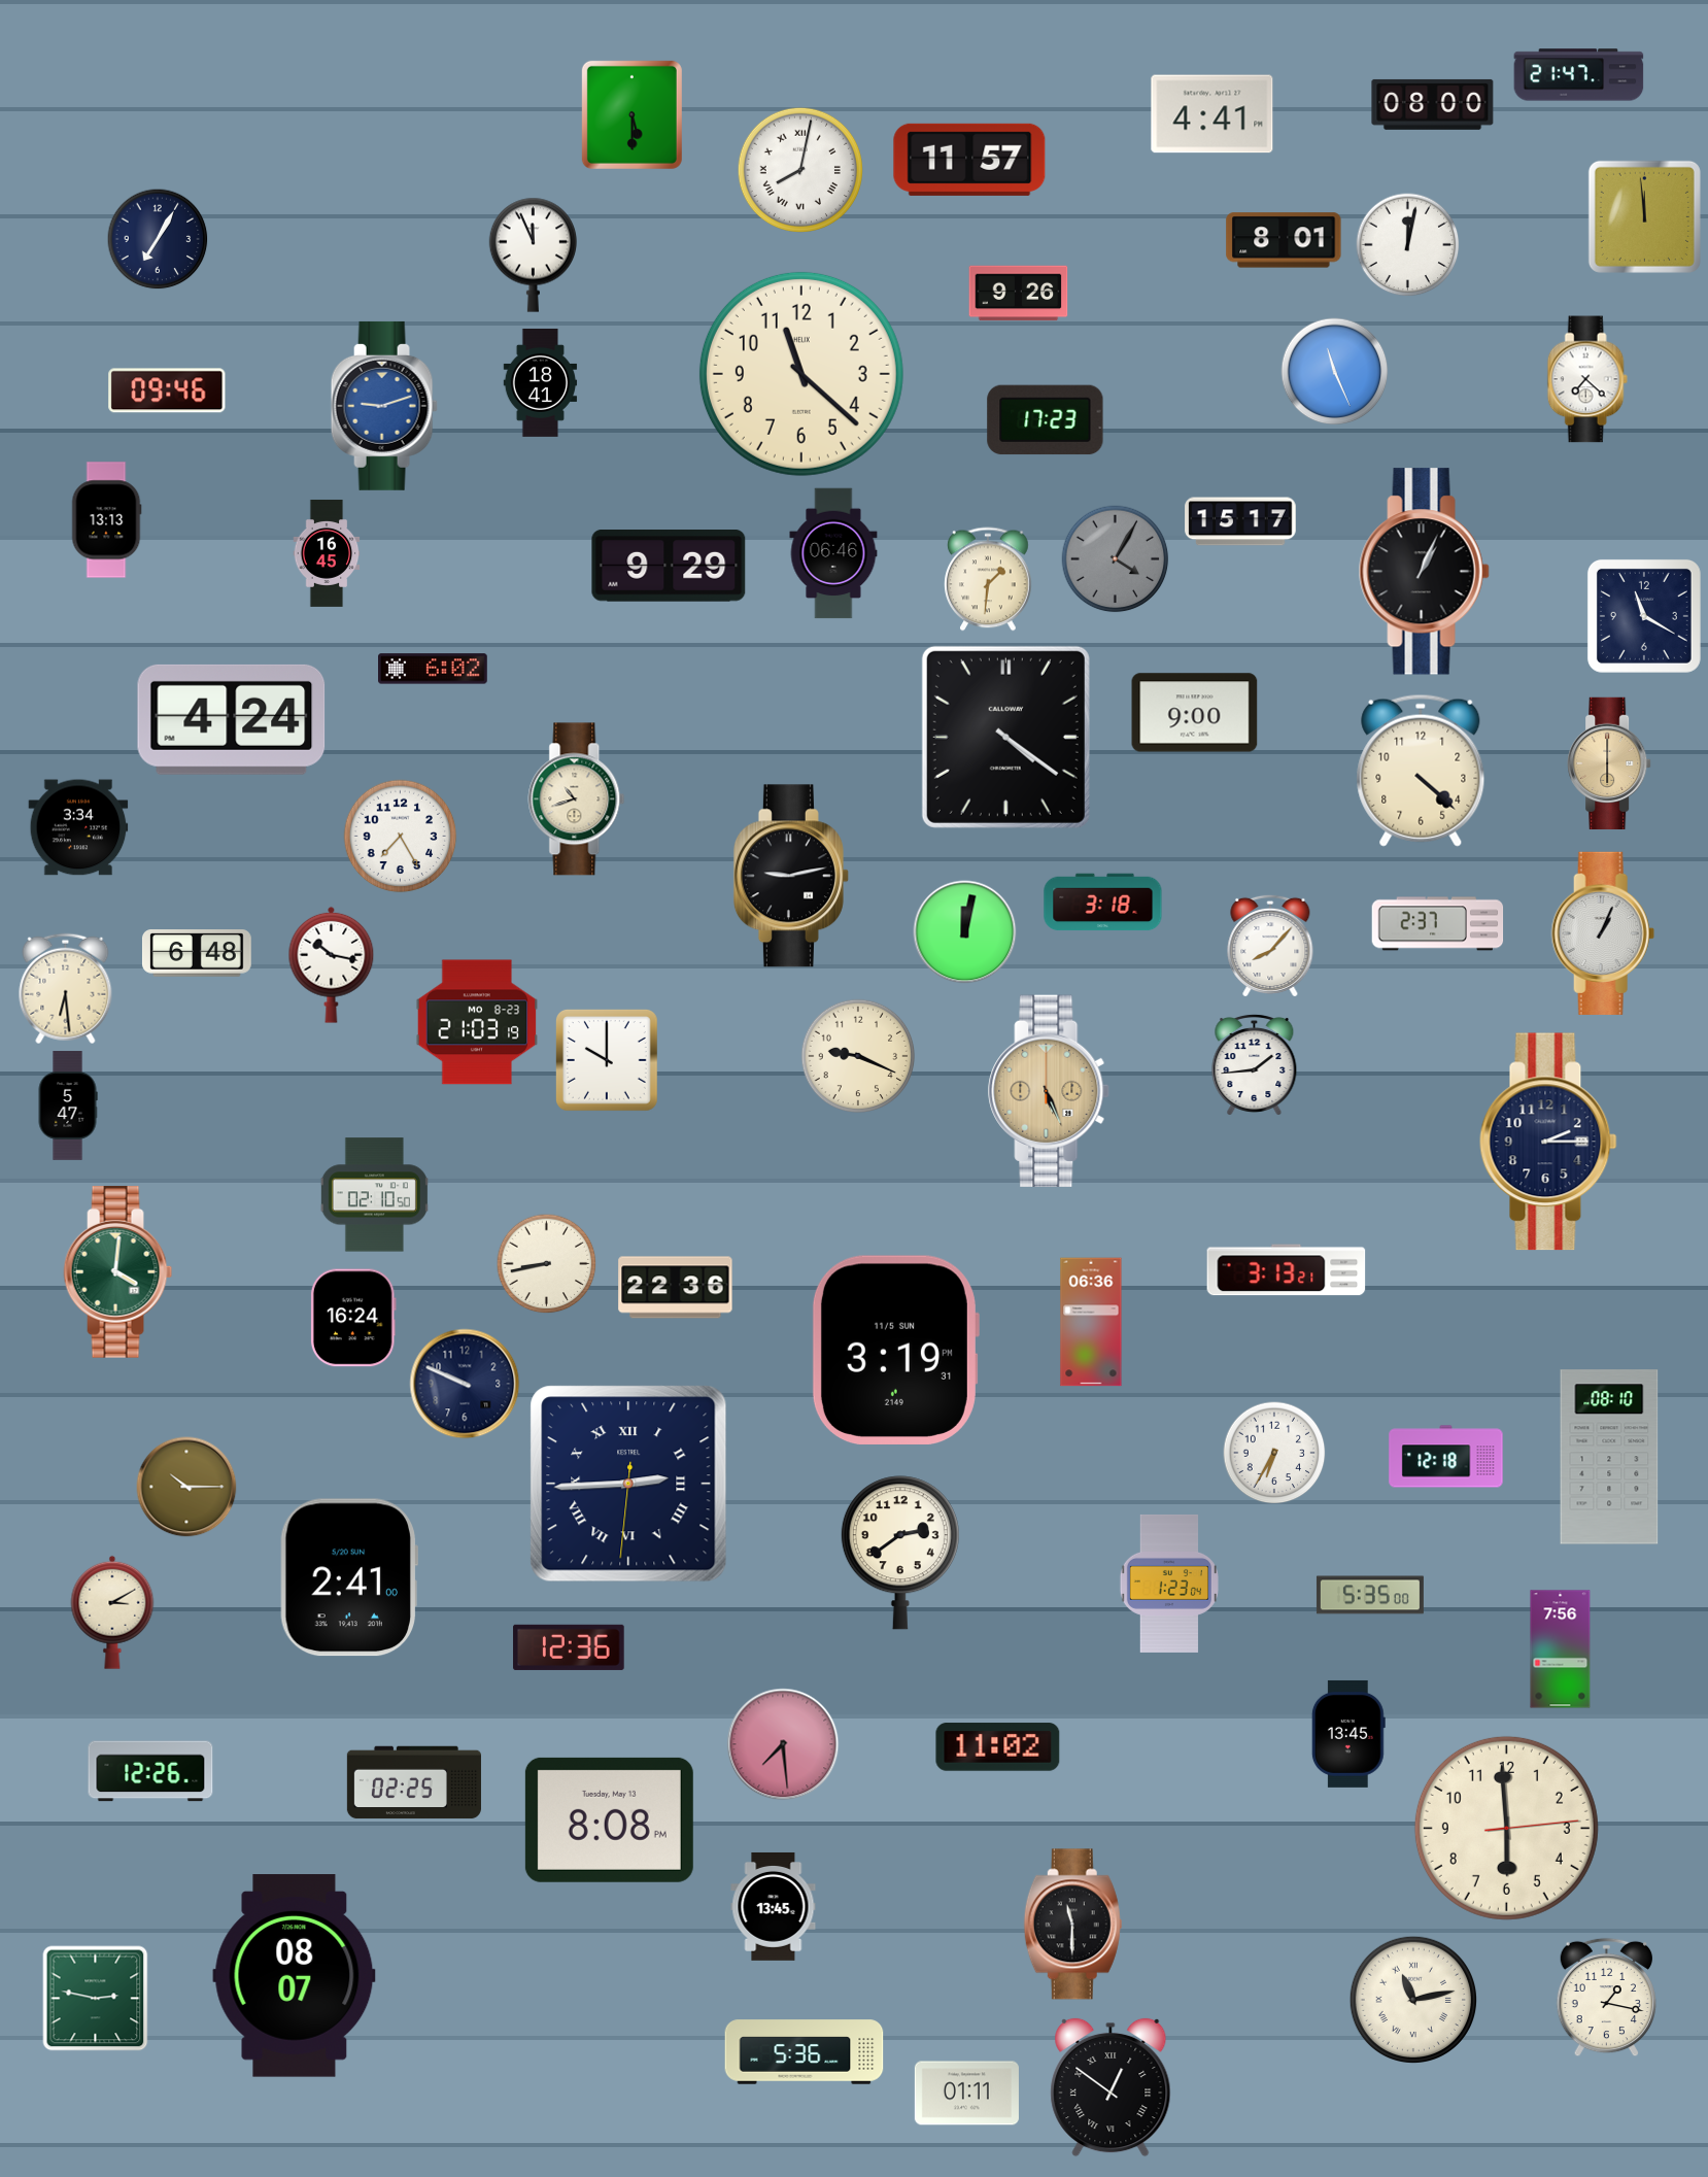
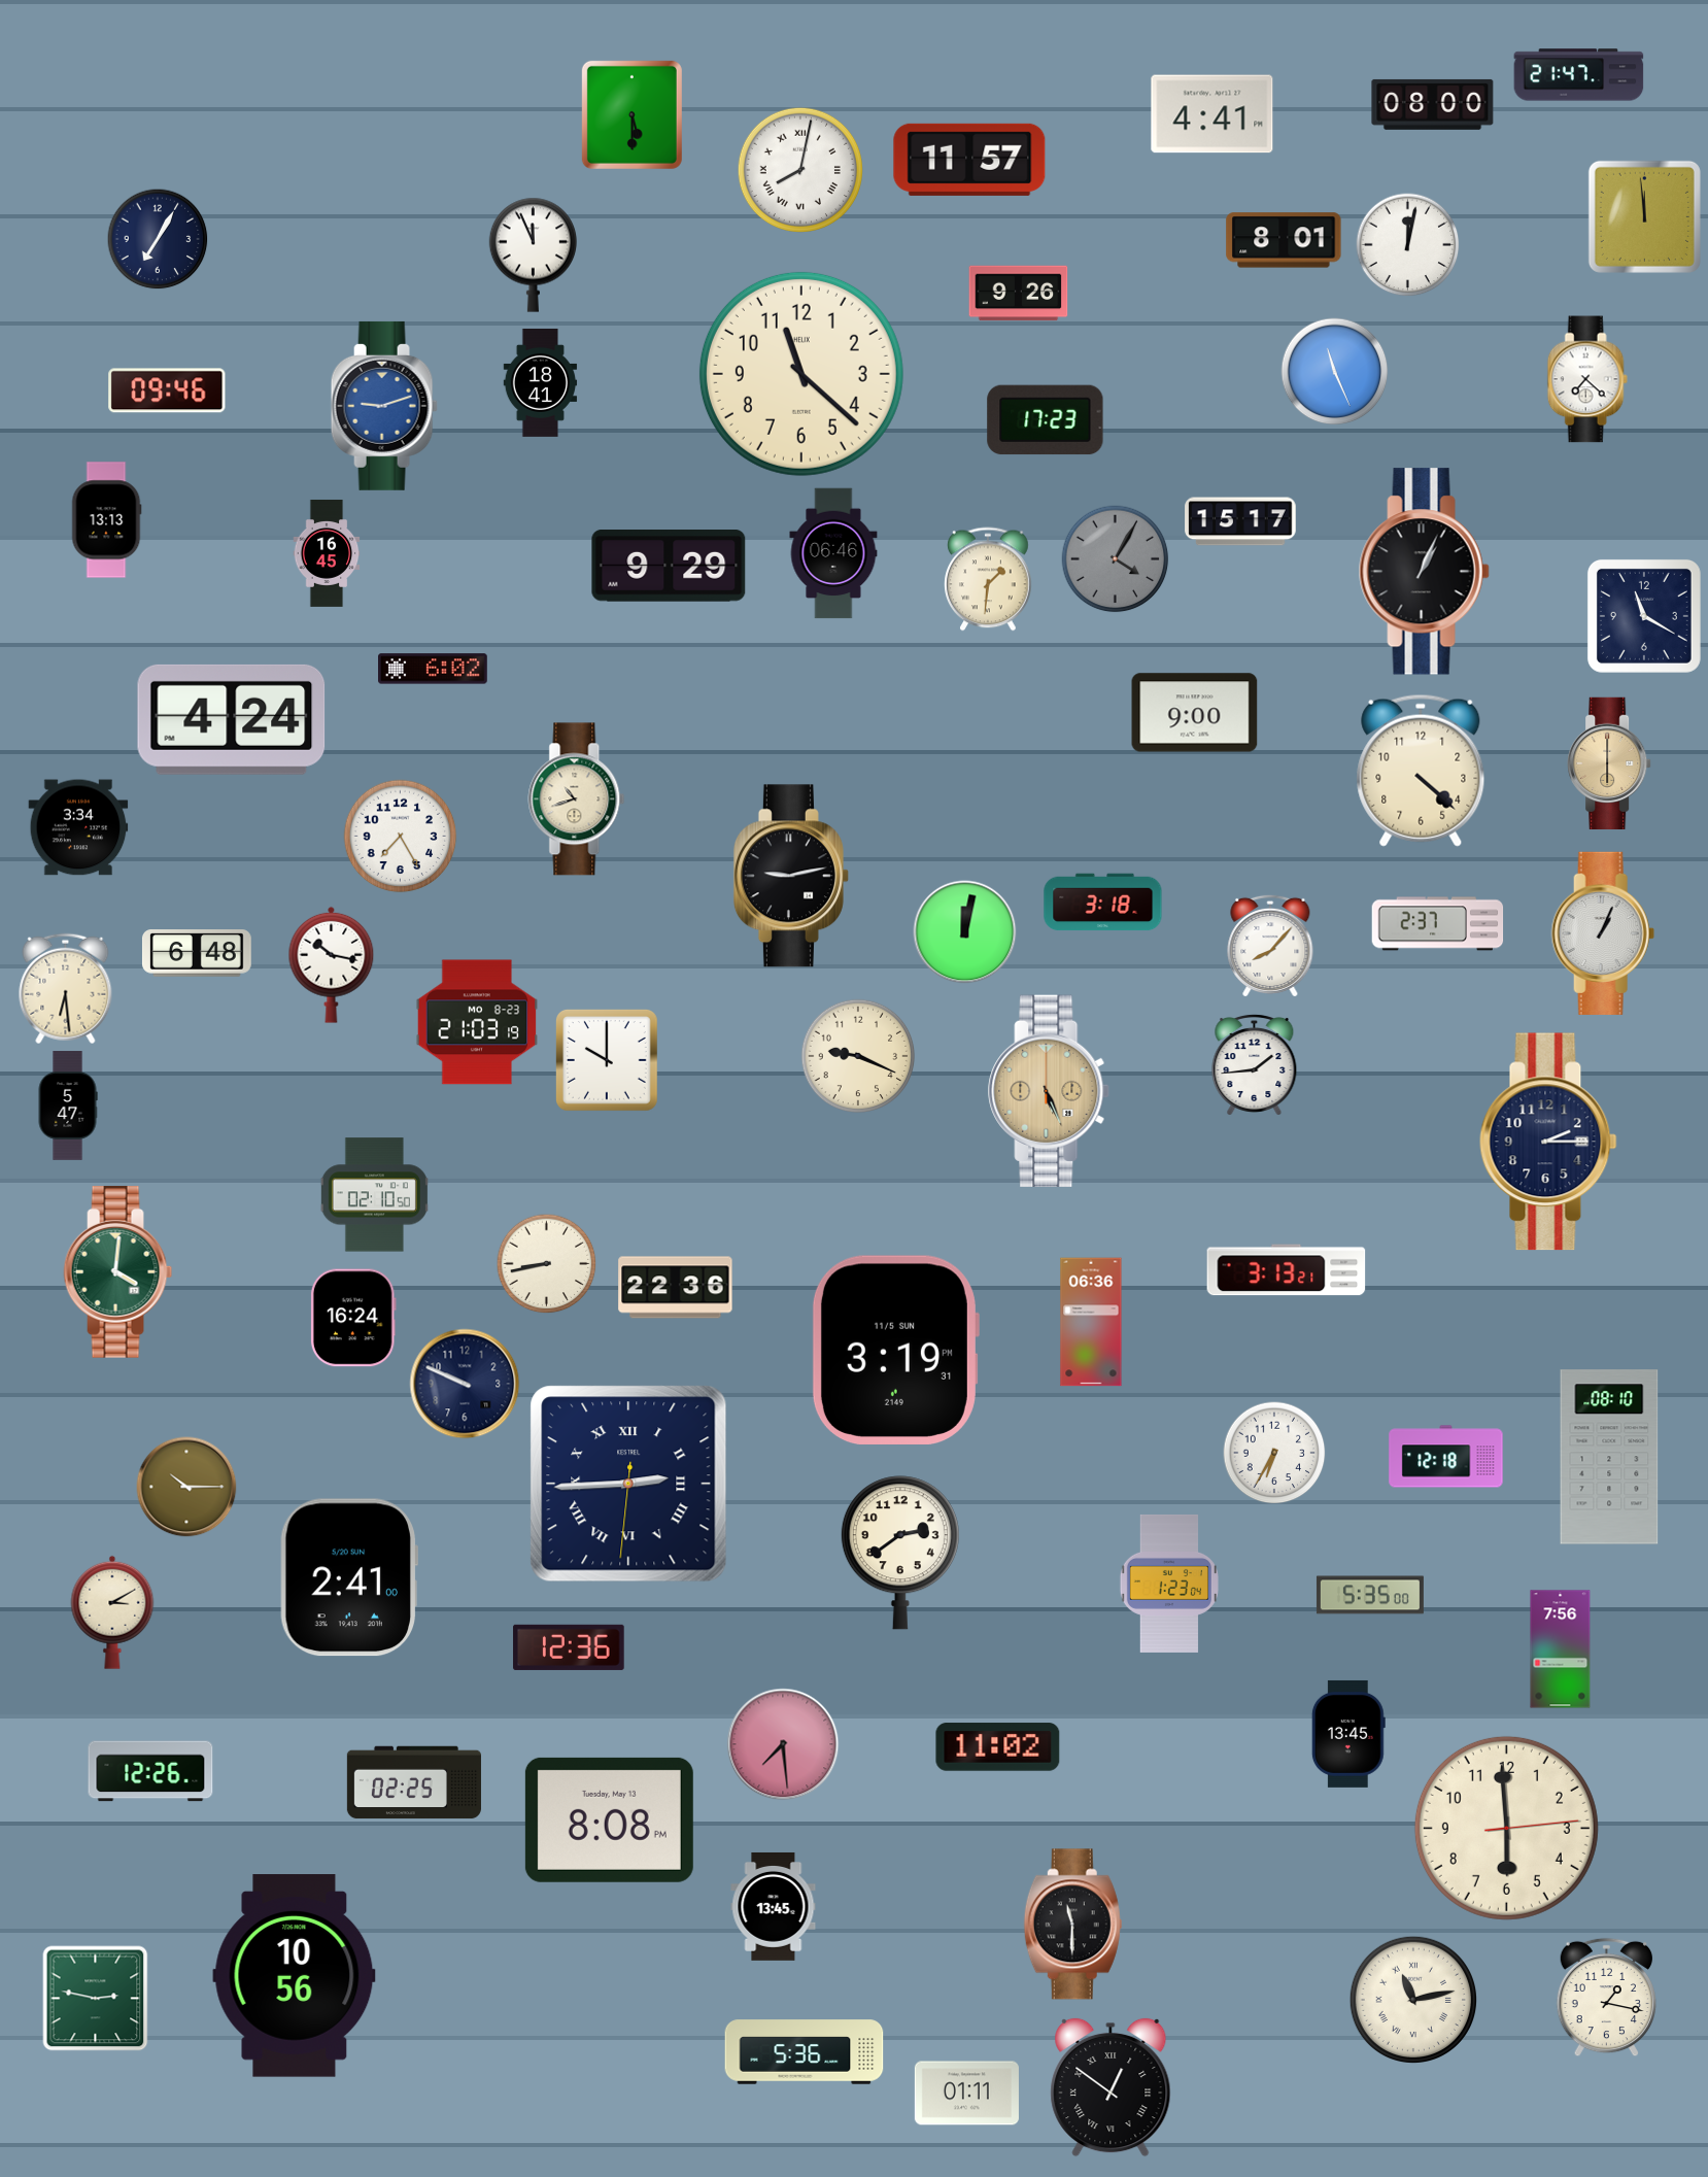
clock at (1005, 737): 4:21 -> none
clock at (295, 1976): 08:07 -> 10:56
